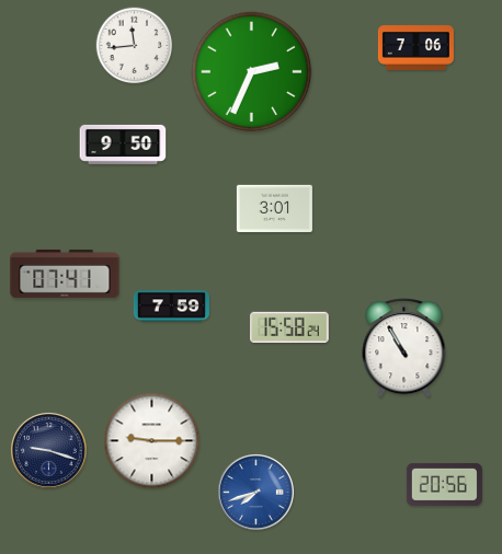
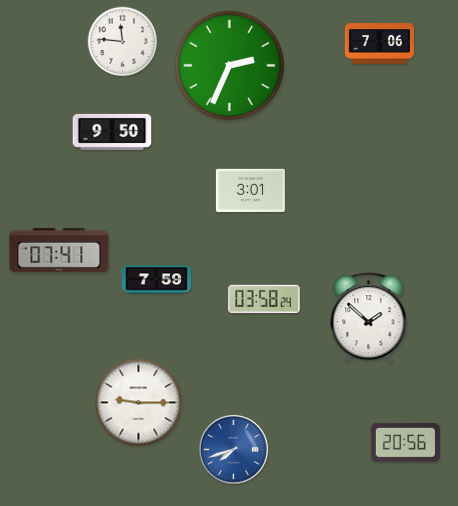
clock at (135, 46): 11:44 -> 11:46
clock at (289, 327): 15:58 -> 03:58
clock at (404, 348): 10:55 -> 1:52
clock at (49, 451): 9:18 -> none
